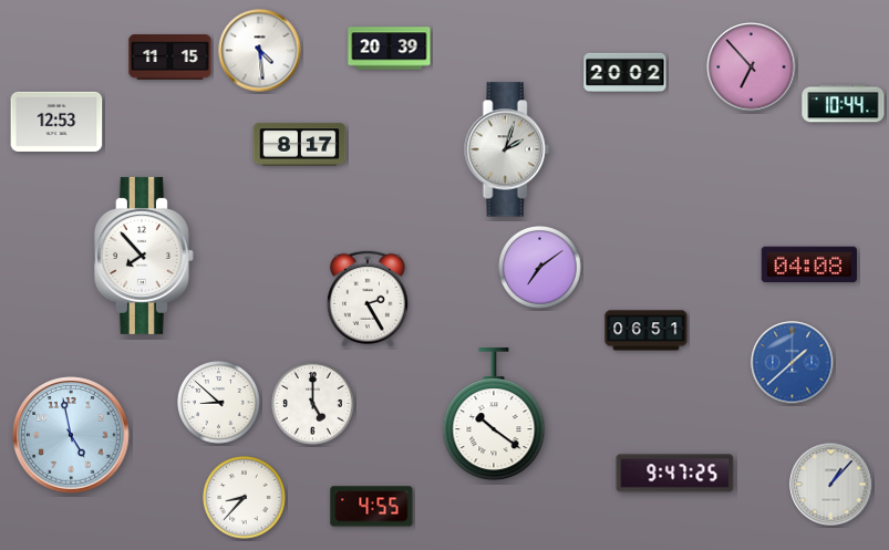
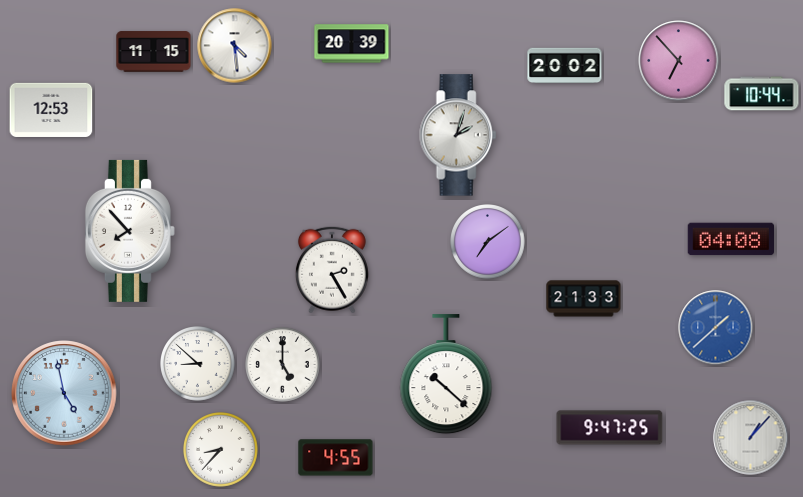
clock at (300, 145): 8:17 -> none
clock at (647, 331): 06:51 -> 21:33
clock at (494, 415): 10:21 -> 10:22
